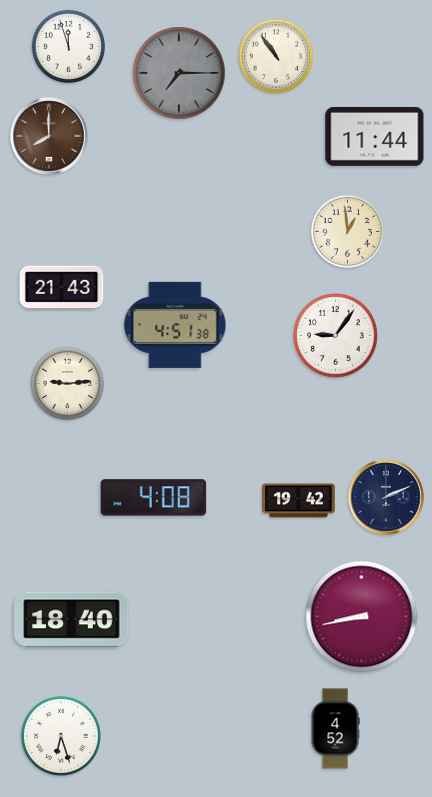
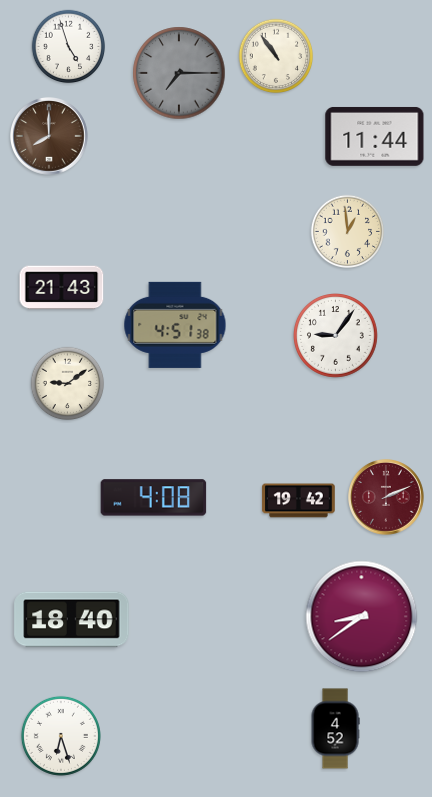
clock at (69, 47): 11:57 -> 4:57
clock at (68, 384): 9:14 -> 9:09
clock at (387, 498) dial: navy -> burgundy
clock at (362, 617): 8:43 -> 8:39
